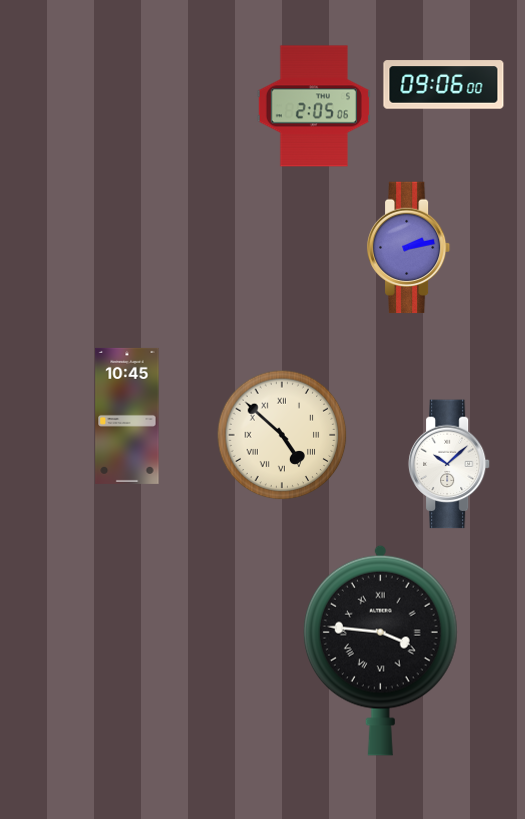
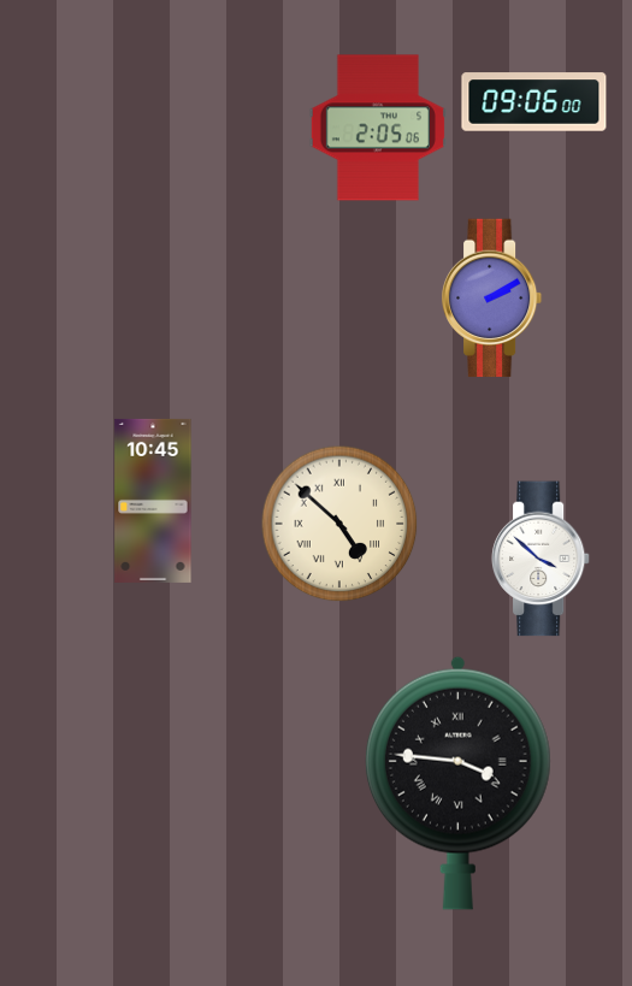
clock at (409, 248): 2:13 -> 2:10
clock at (449, 464): 10:08 -> 3:52
